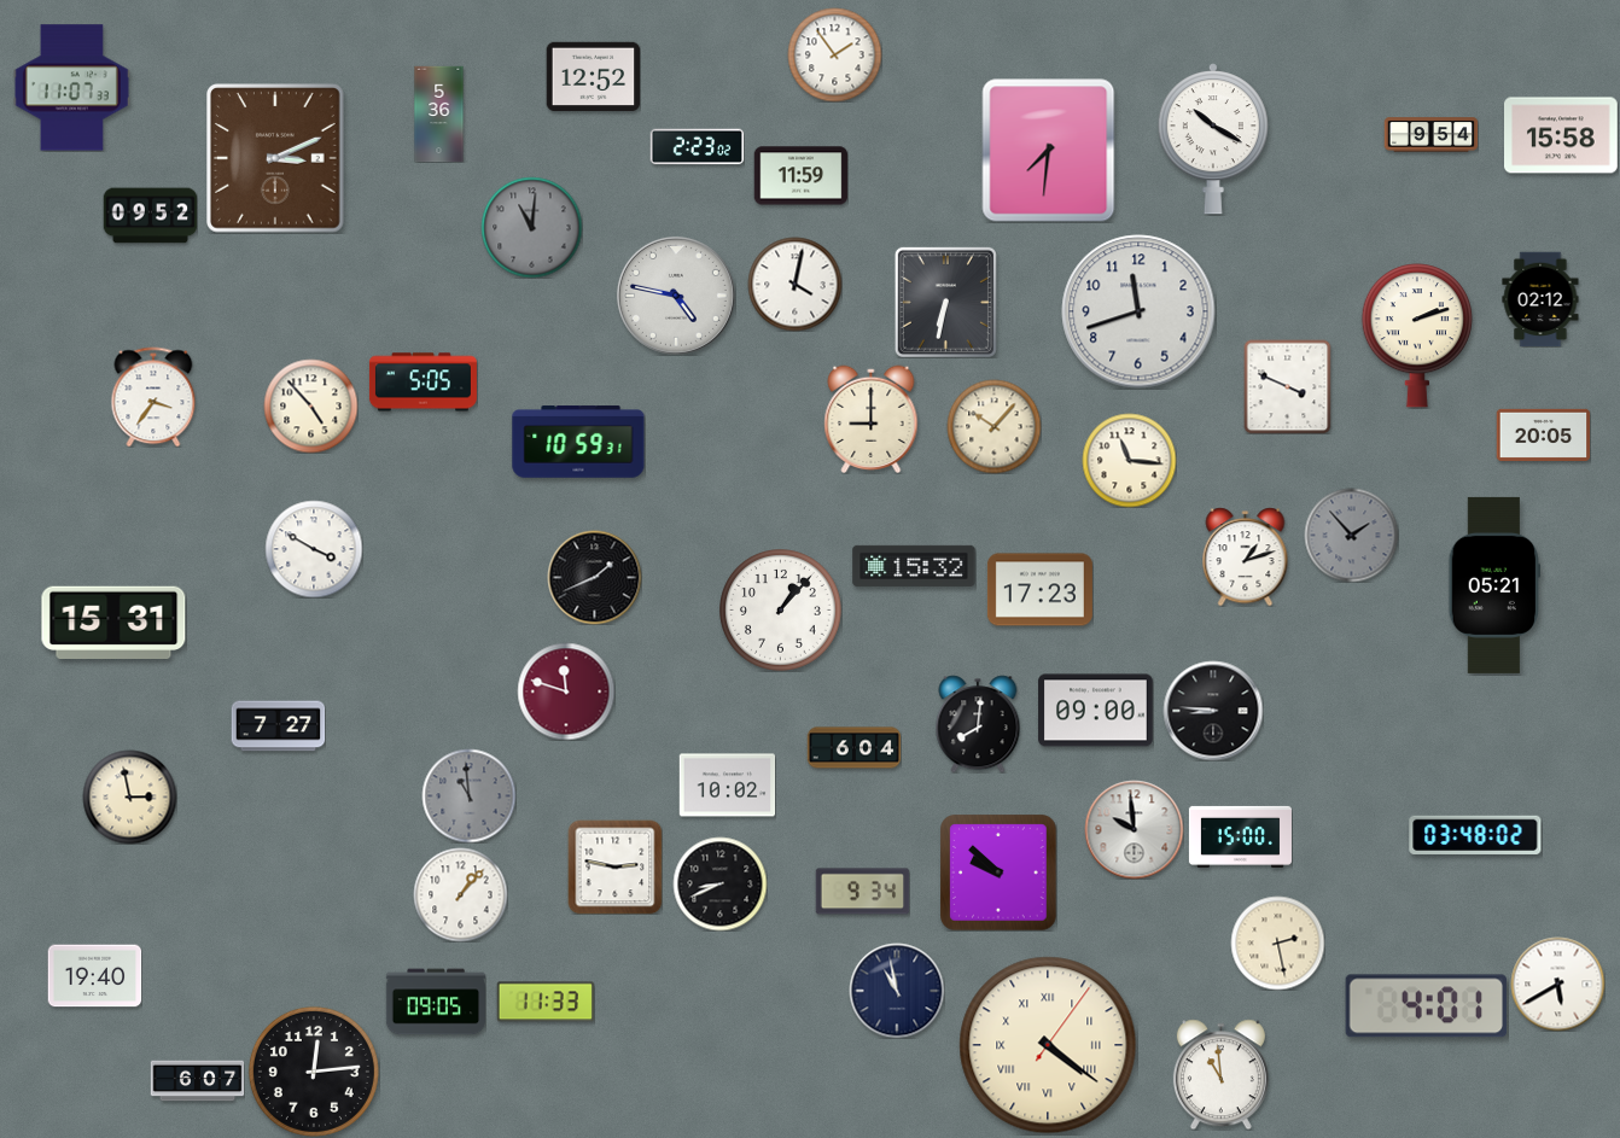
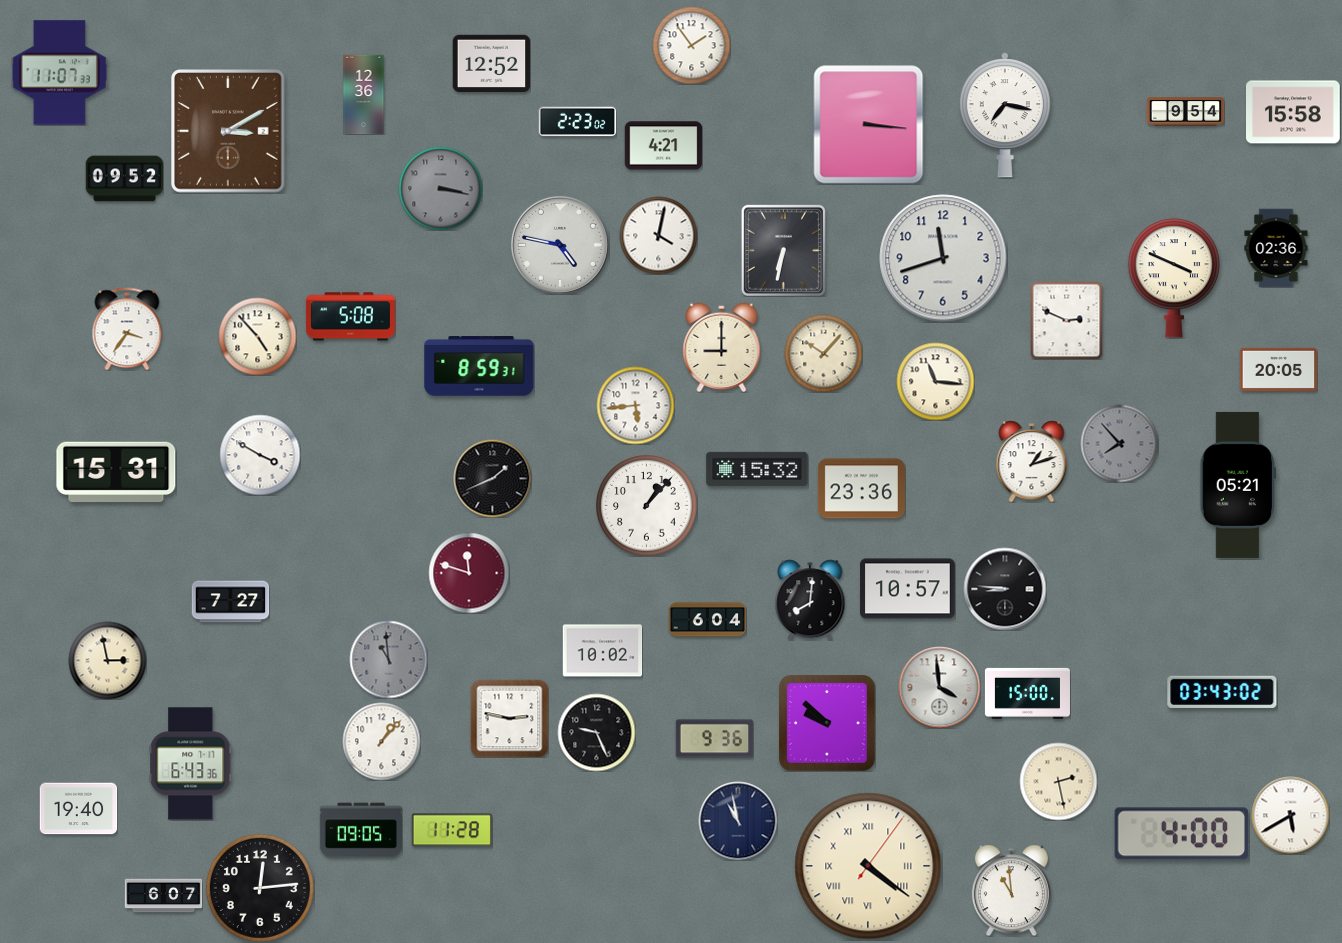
clock at (439, 113): 5:36 -> 12:36
clock at (1213, 139): 10:20 -> 7:17
clock at (1049, 151): 7:31 -> 3:16
clock at (276, 158): 3:11 -> 3:10
clock at (800, 176): 11:59 -> 4:21
clock at (531, 227): 11:01 -> 3:17
clock at (1540, 299): 02:12 -> 02:36
clock at (1416, 335): 2:12 -> 3:49
clock at (423, 383): 5:05 -> 5:08
clock at (1288, 386): 3:49 -> 2:49
clock at (1543, 434) position: (1543, 434) -> (1278, 369)
clock at (578, 442): 10:59 -> 8:59
clock at (635, 405): none -> 5:44
clock at (1351, 535): 1:53 -> 7:53
clock at (1039, 590): 17:23 -> 23:36
clock at (113, 621) position: (113, 621) -> (116, 471)
clock at (1096, 711): 09:00 -> 10:57
clock at (1134, 829): 9:59 -> 3:59
clock at (1475, 835): 03:48 -> 03:43
clock at (719, 883): 8:41 -> 9:26
clock at (862, 892): 9:34 -> 9:36
clock at (191, 764): none -> 6:43
clock at (897, 991) position: (897, 991) -> (738, 821)
clock at (544, 1002): 11:33 -> 11:28
clock at (1427, 1006): 4:01 -> 4:00
